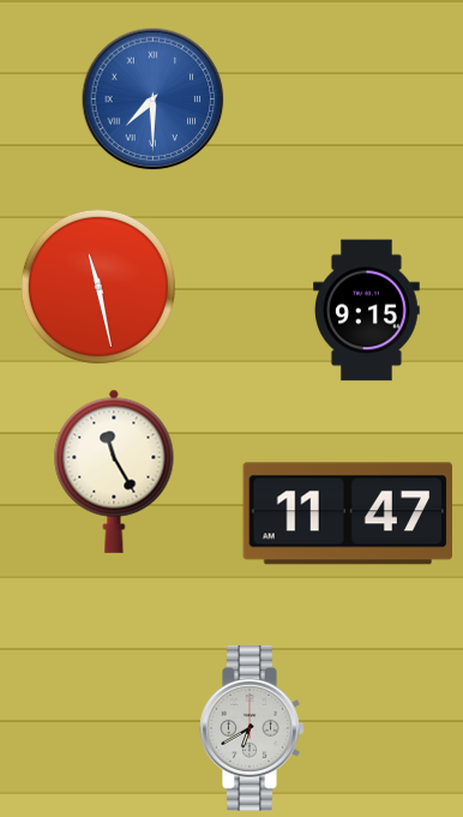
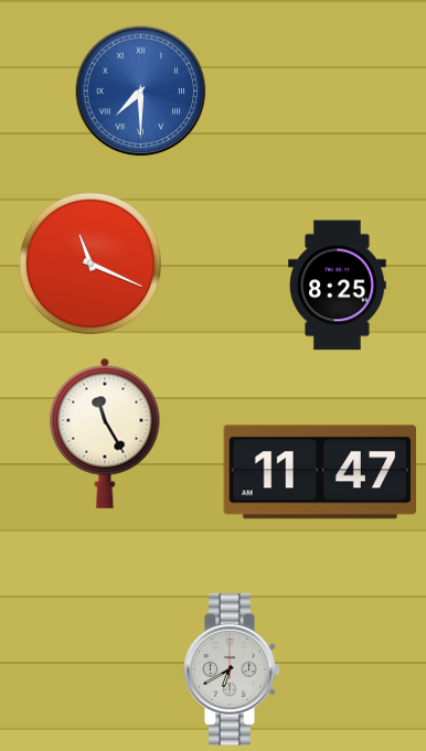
clock at (98, 287): 11:28 -> 11:19
clock at (367, 311): 9:15 -> 8:25
